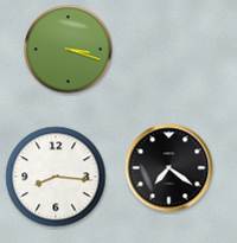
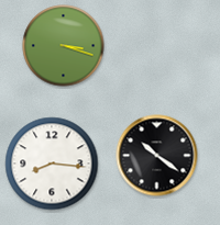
clock at (169, 168): 7:21 -> 10:21
